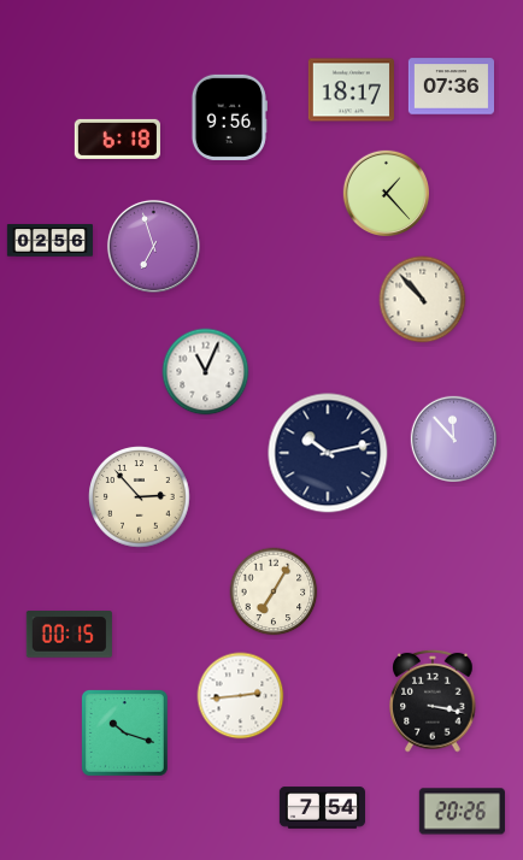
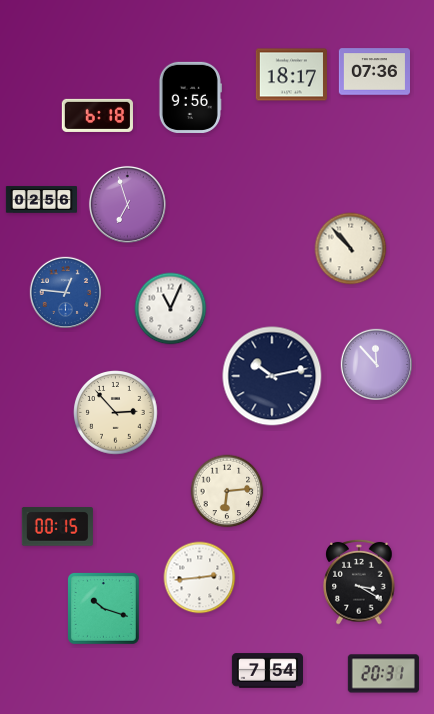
clock at (386, 193): 1:23 -> none
clock at (65, 292): none -> 12:46
clock at (274, 591): 7:05 -> 6:14
clock at (433, 701): 3:17 -> 3:20
clock at (462, 812): 20:26 -> 20:31
